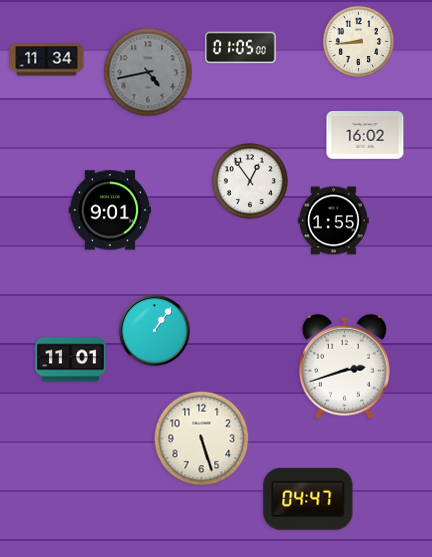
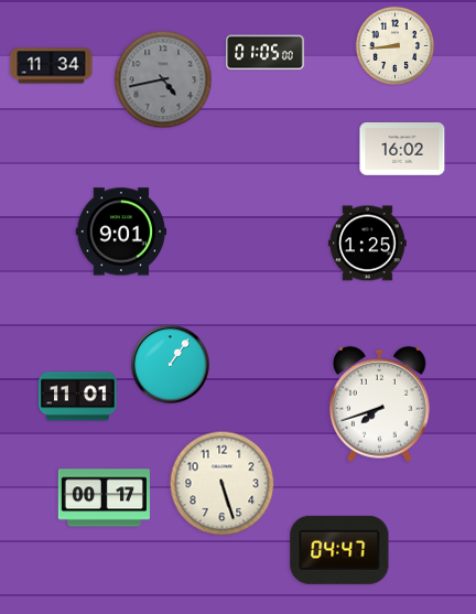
clock at (251, 182): 12:54 -> none
clock at (334, 221): 1:55 -> 1:25
clock at (345, 366): 2:42 -> 7:42
clock at (104, 498): none -> 00:17
